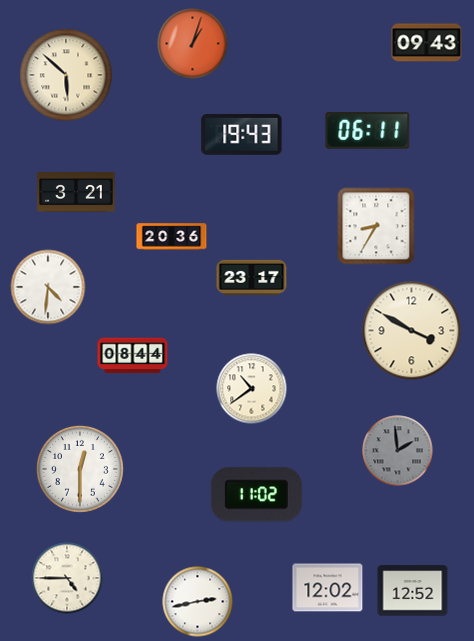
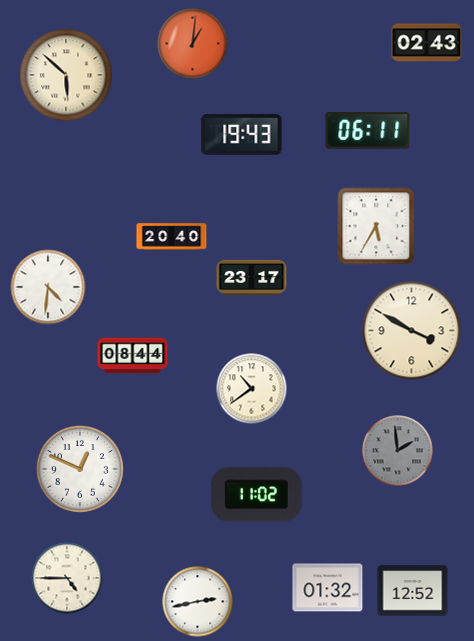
clock at (427, 43): 09:43 -> 02:43
clock at (193, 44): 1:03 -> 1:01
clock at (76, 192): 3:21 -> none
clock at (376, 226): 8:35 -> 5:35
clock at (172, 237): 20:36 -> 20:40
clock at (80, 469): 12:30 -> 12:49
clock at (328, 588): 12:02 -> 01:32
